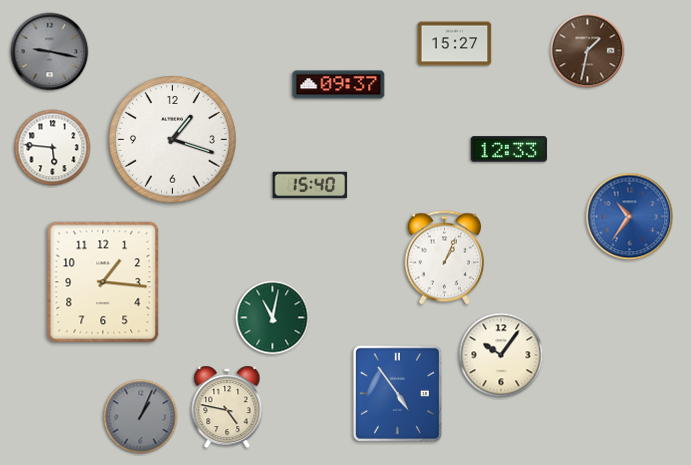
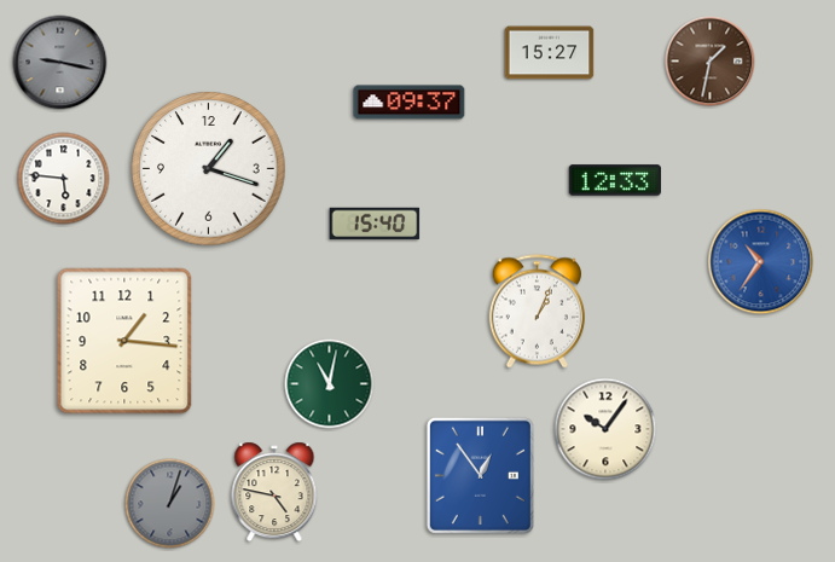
clock at (397, 393): 4:54 -> 12:54
clock at (141, 417): 1:04 -> 1:03
